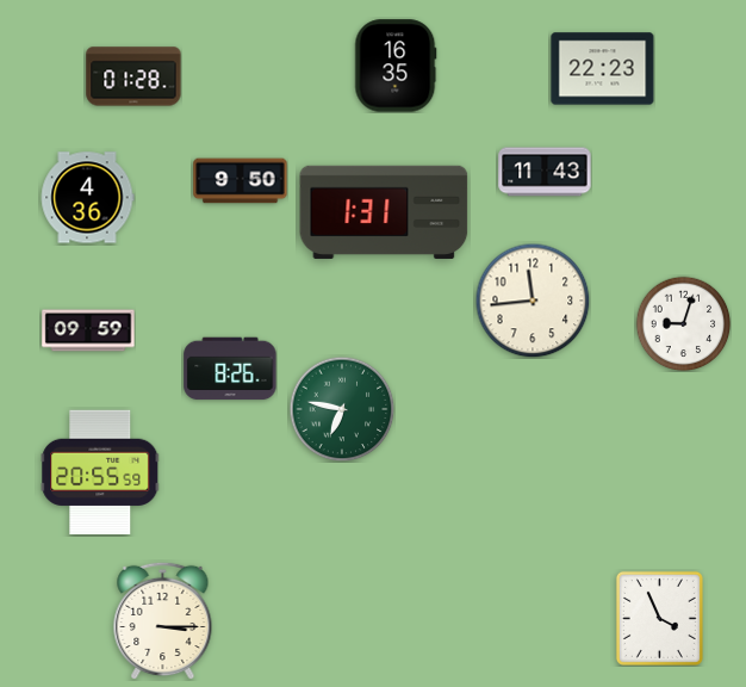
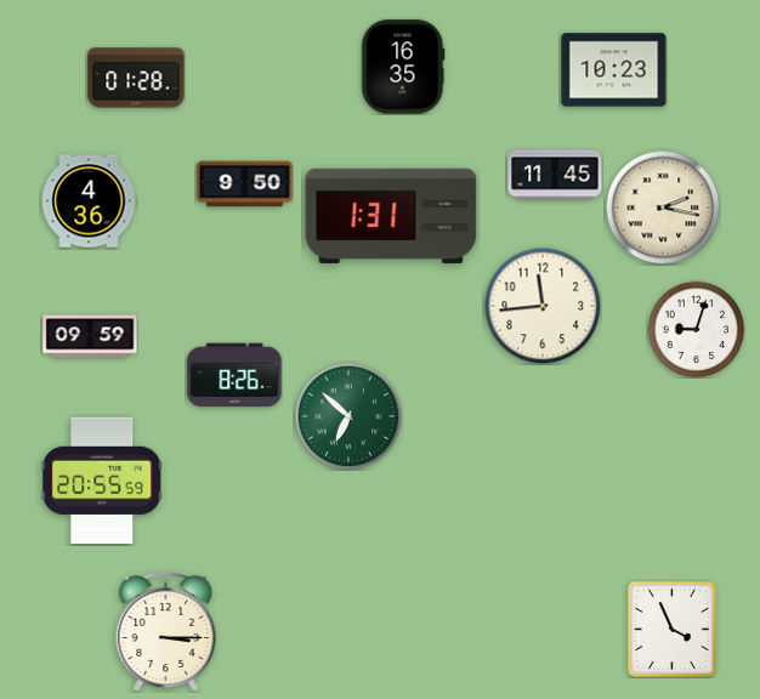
clock at (603, 69): 22:23 -> 10:23
clock at (545, 172): 11:43 -> 11:45
clock at (663, 208): none -> 2:17
clock at (342, 409): 6:47 -> 6:52
